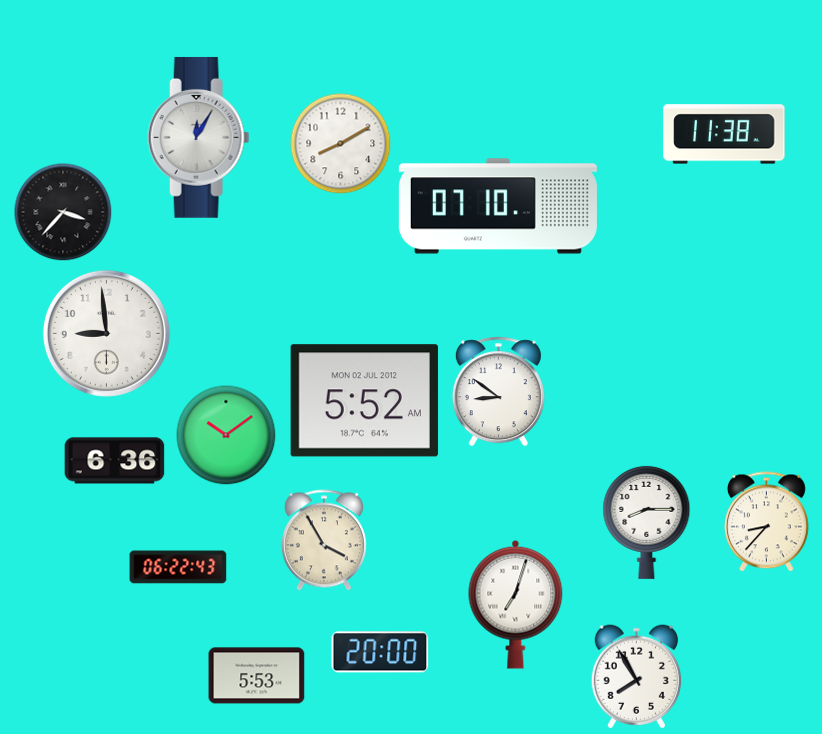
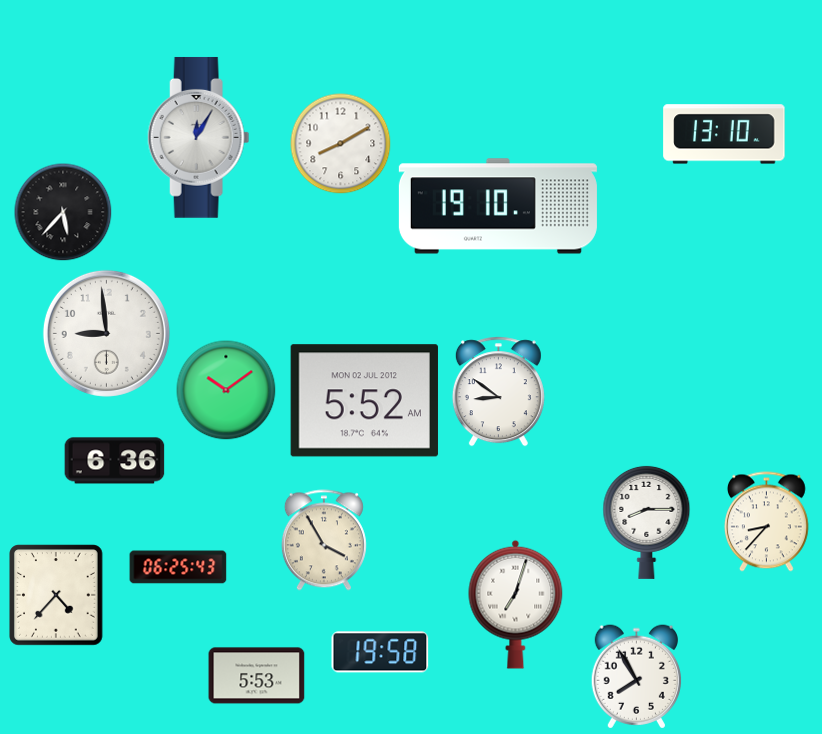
clock at (724, 134): 11:38 -> 13:10
clock at (498, 206): 07:10 -> 19:10
clock at (63, 212): 3:37 -> 5:37
clock at (226, 435) position: (226, 435) -> (226, 390)
clock at (178, 567): 06:22 -> 06:25
clock at (57, 595): none -> 4:37
clock at (380, 652): 20:00 -> 19:58
